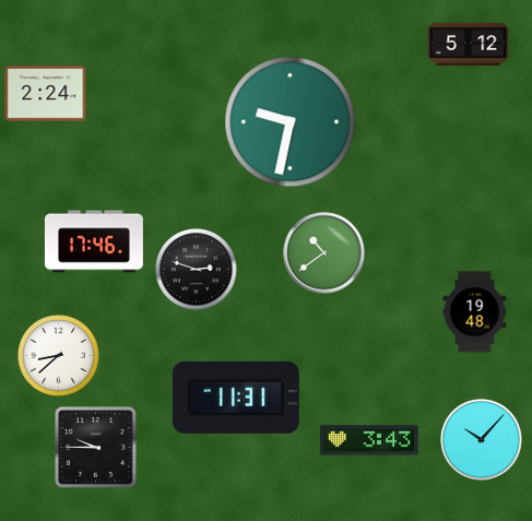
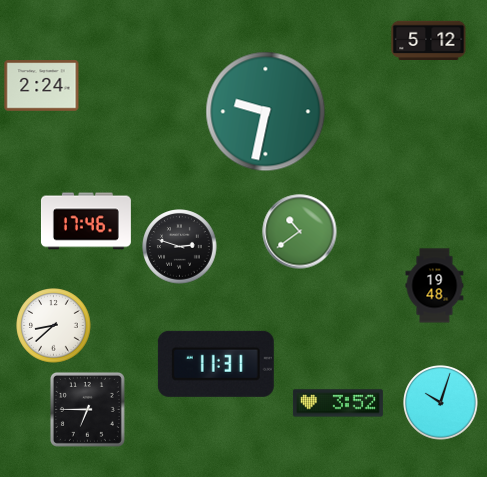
clock at (324, 253) position: (324, 253) -> (300, 232)
clock at (369, 440): 3:43 -> 3:52
clock at (482, 440): 10:07 -> 10:03
clock at (95, 447): 9:45 -> 6:45
